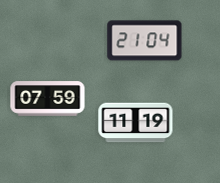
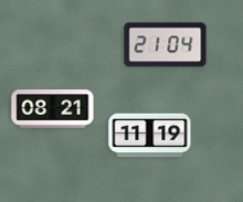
clock at (145, 41) position: (145, 41) -> (166, 45)
clock at (48, 99): 07:59 -> 08:21
